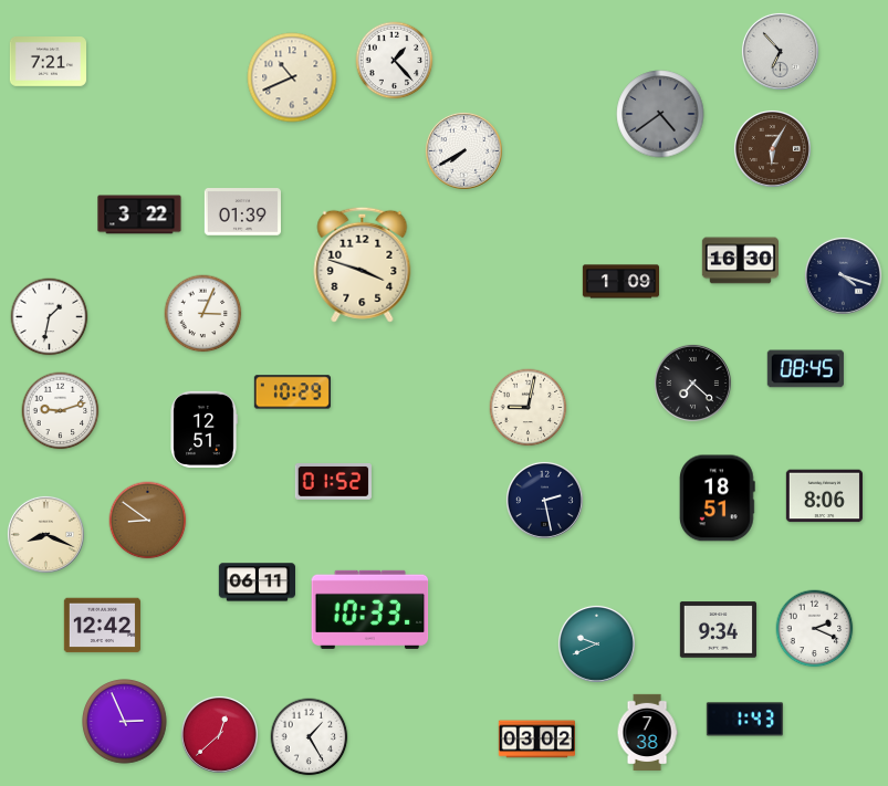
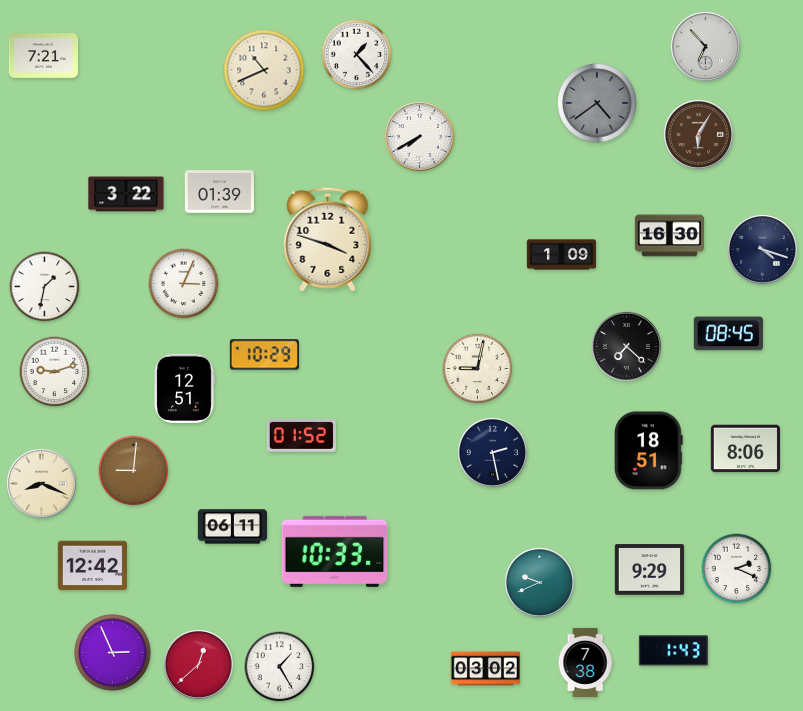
clock at (148, 521): 8:51 -> 9:01
clock at (718, 630): 9:34 -> 9:29
